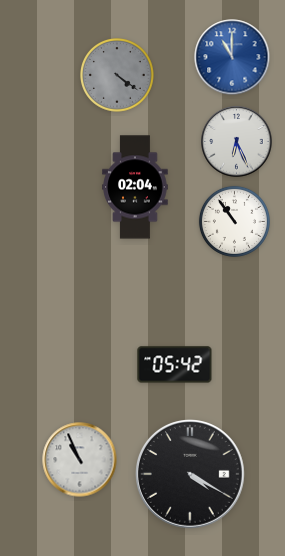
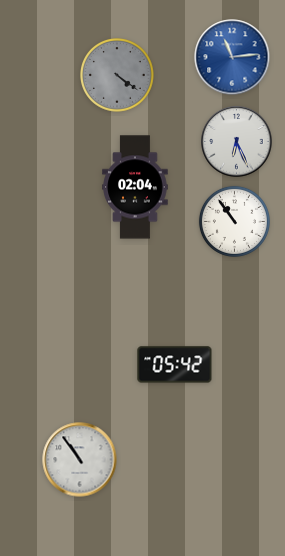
clock at (232, 57): 11:00 -> 11:14
clock at (80, 460): 10:56 -> 10:54
clock at (191, 475): 4:20 -> none
